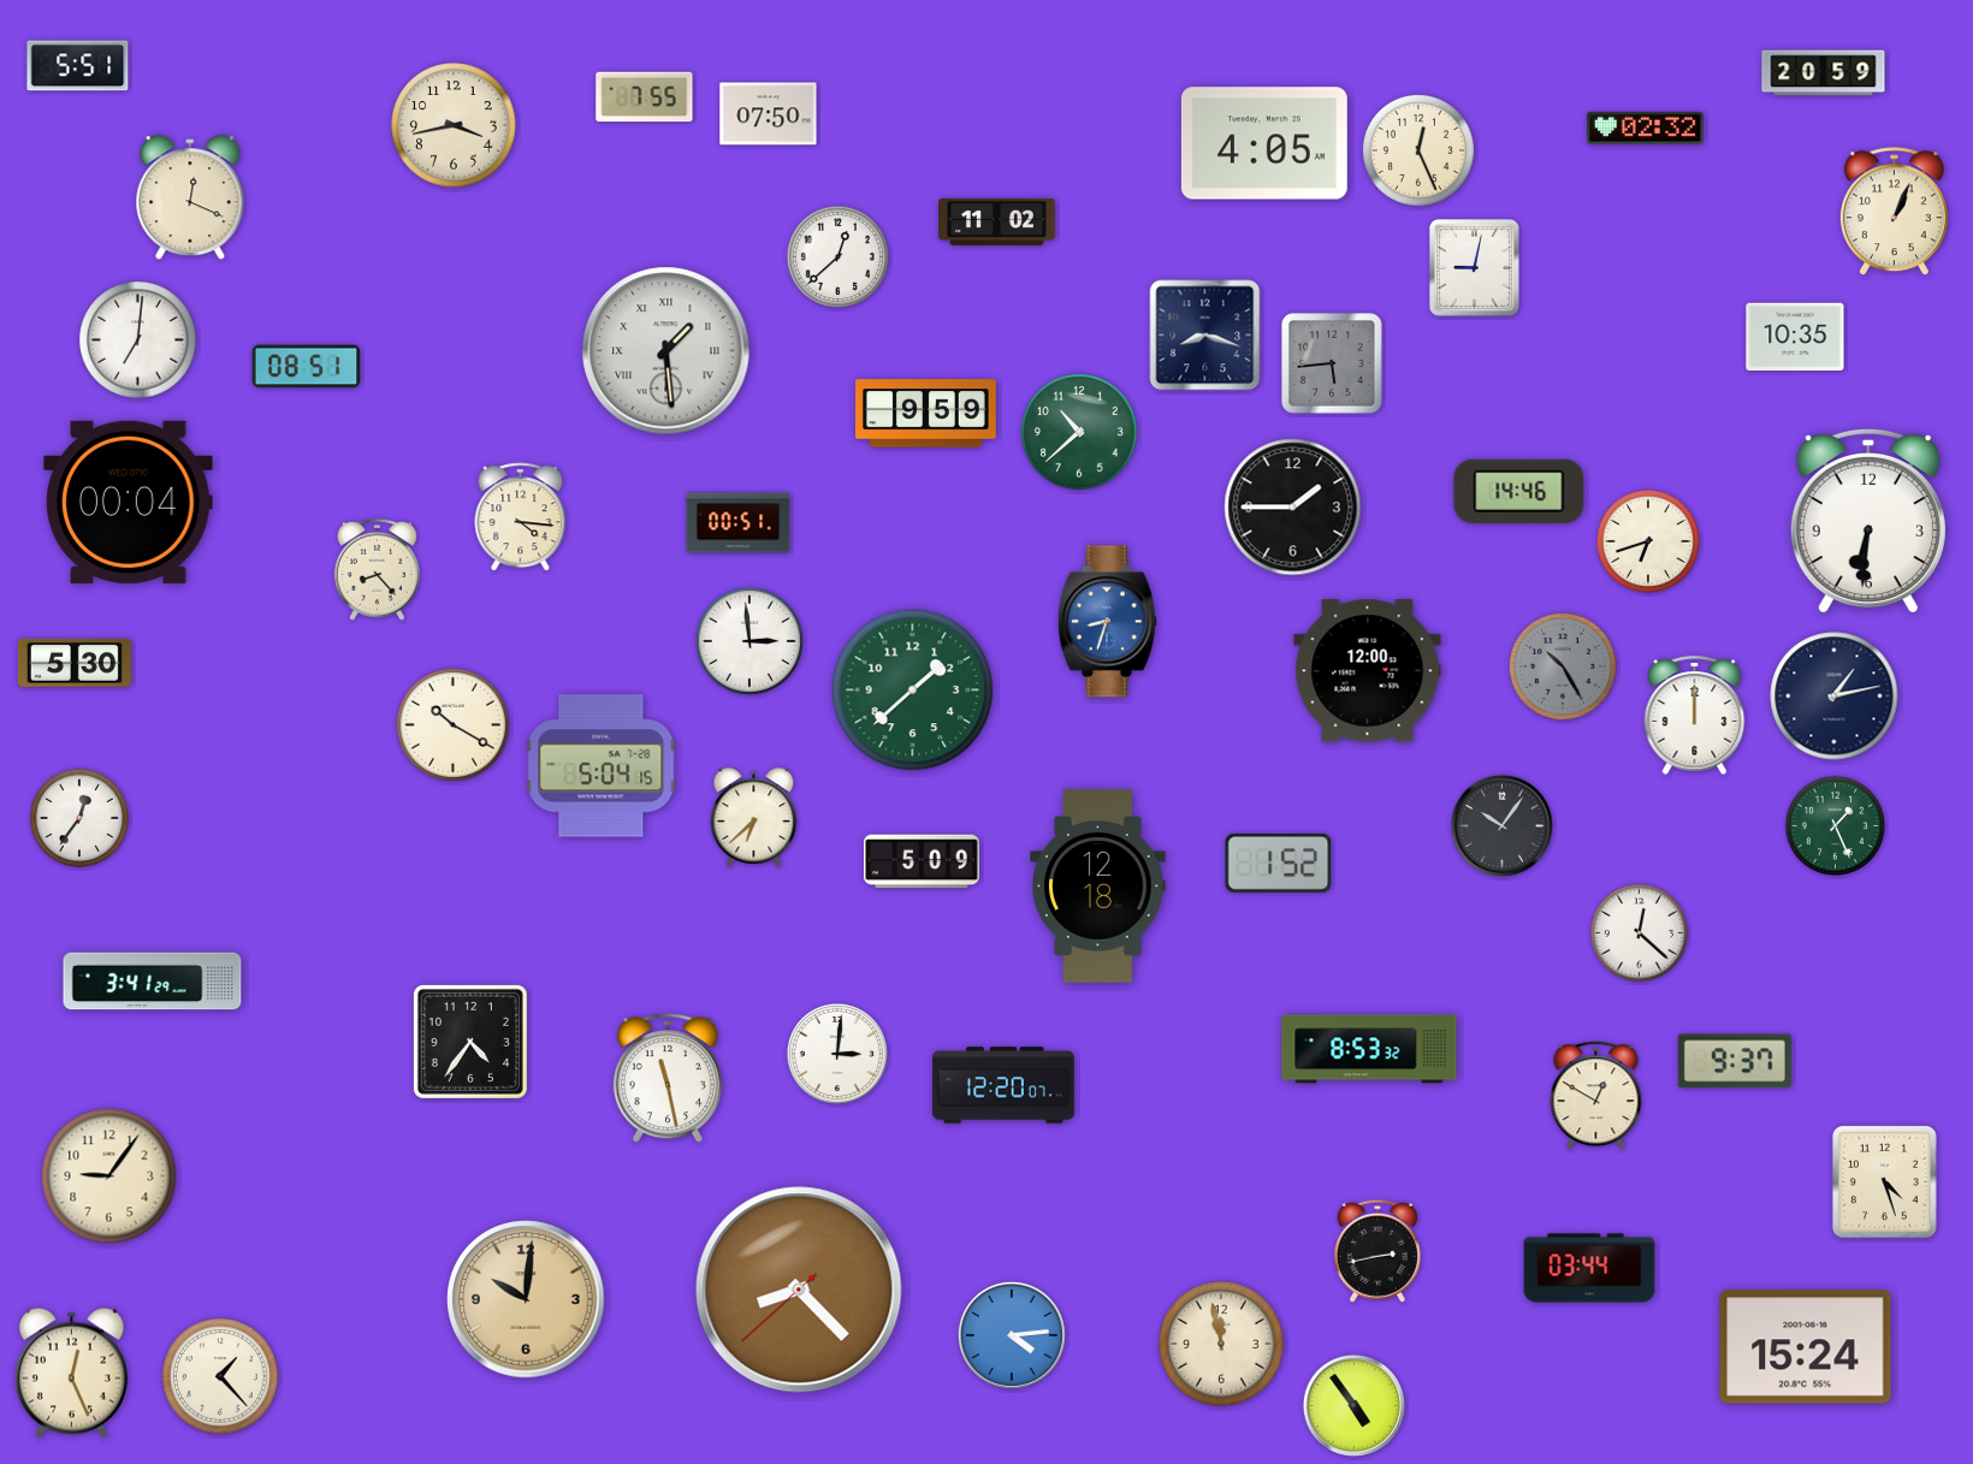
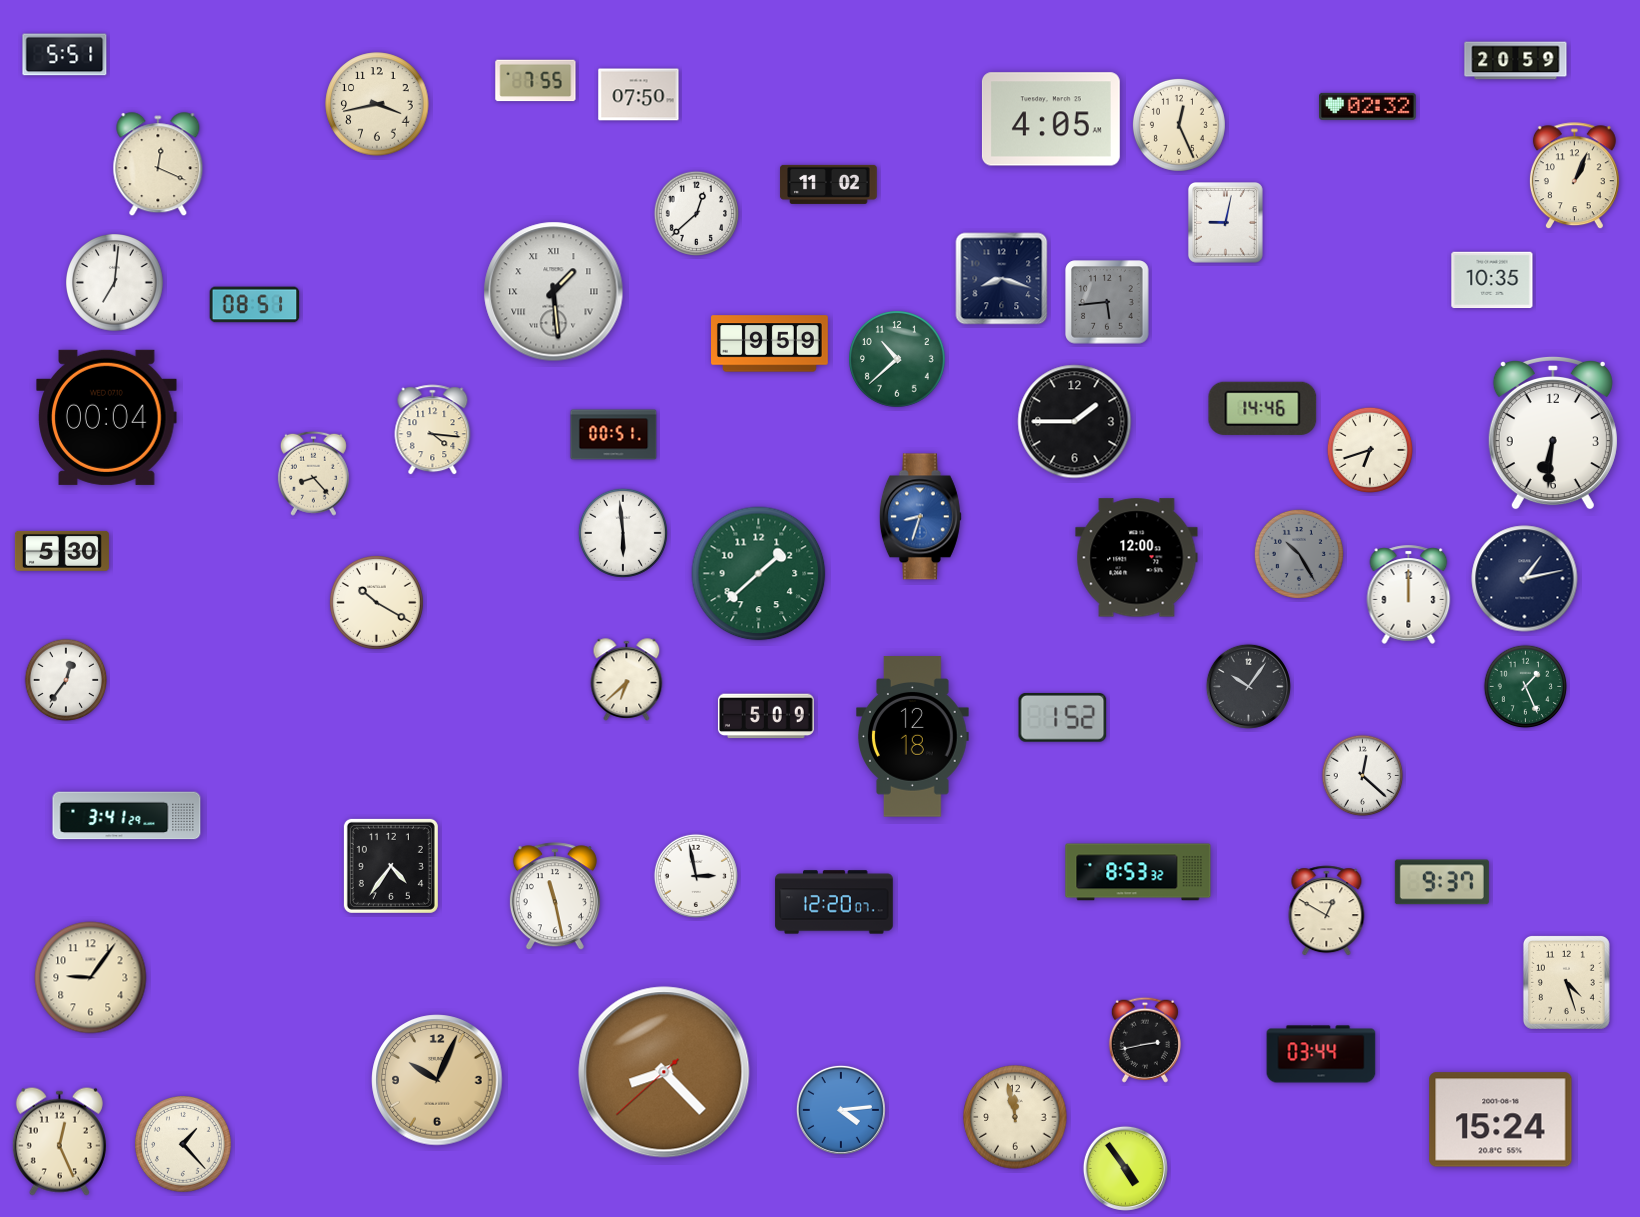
clock at (749, 641): 2:59 -> 5:59
clock at (602, 766): 5:04 -> none
clock at (837, 1054): 3:01 -> 2:58
clock at (526, 1299): 10:01 -> 10:04
